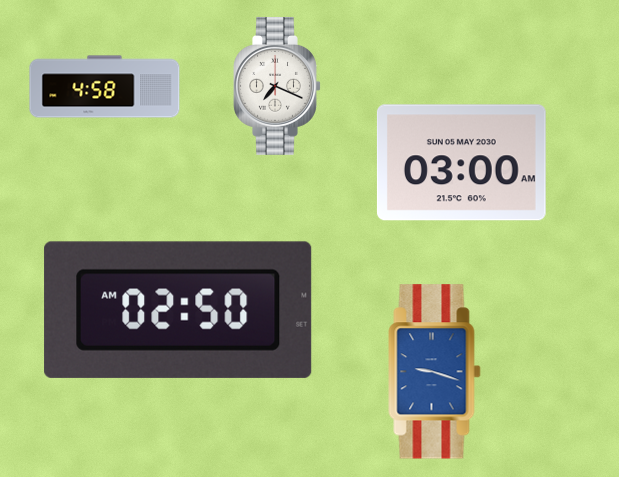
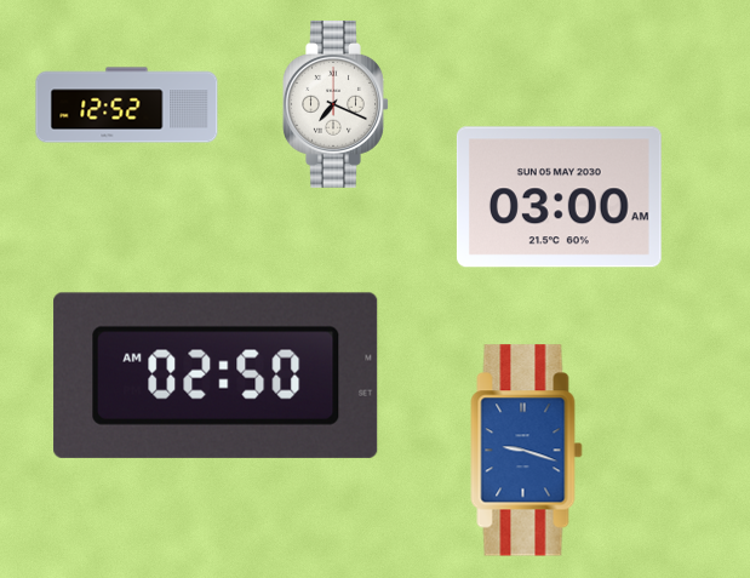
clock at (105, 87): 4:58 -> 12:52
